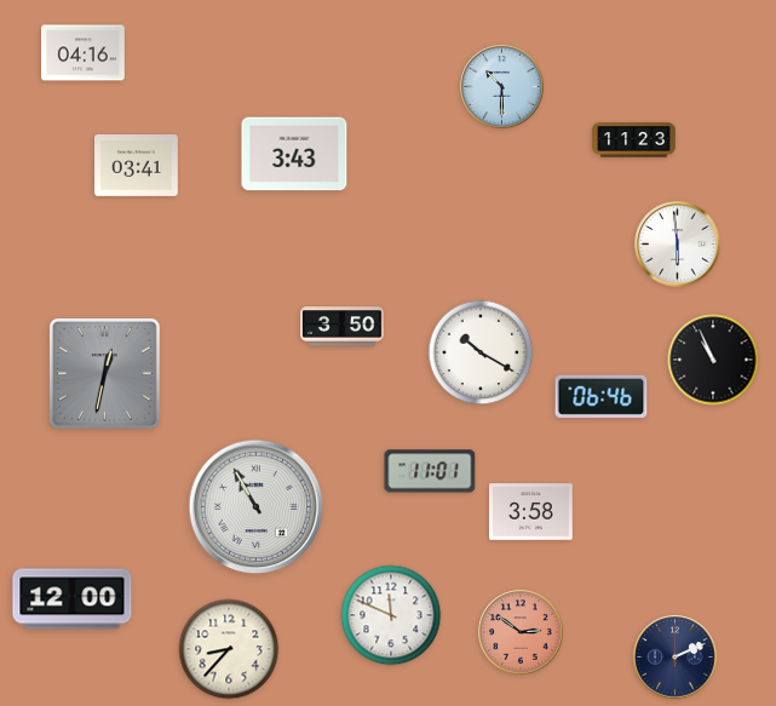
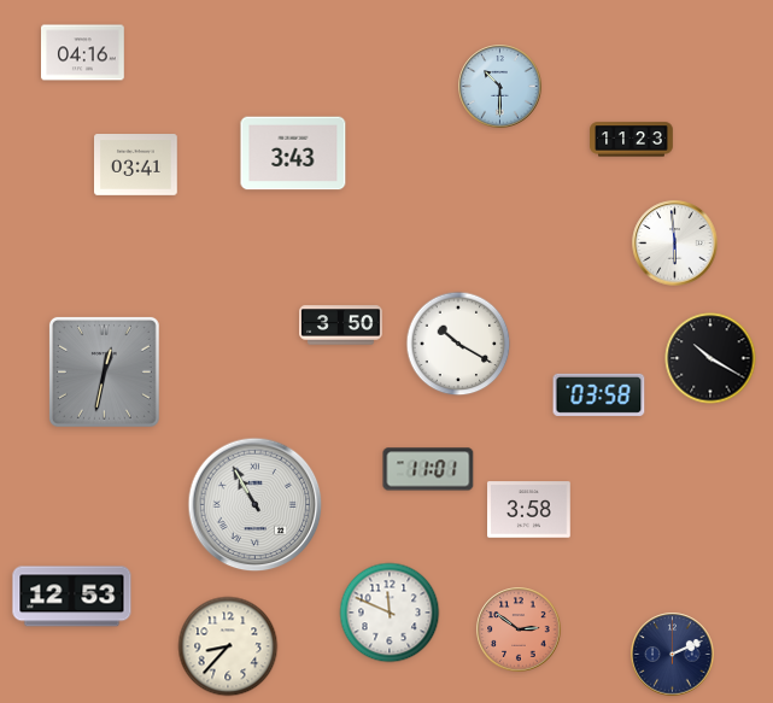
clock at (481, 352) position: (481, 352) -> (458, 344)
clock at (713, 360): 10:56 -> 10:20
clock at (602, 396): 06:46 -> 03:58
clock at (73, 599): 12:00 -> 12:53
